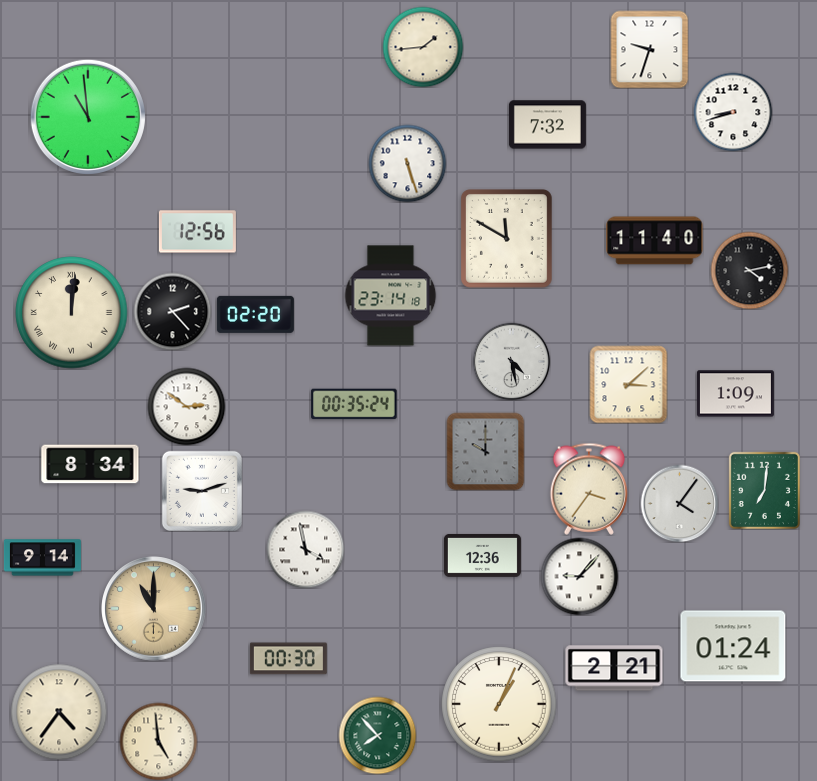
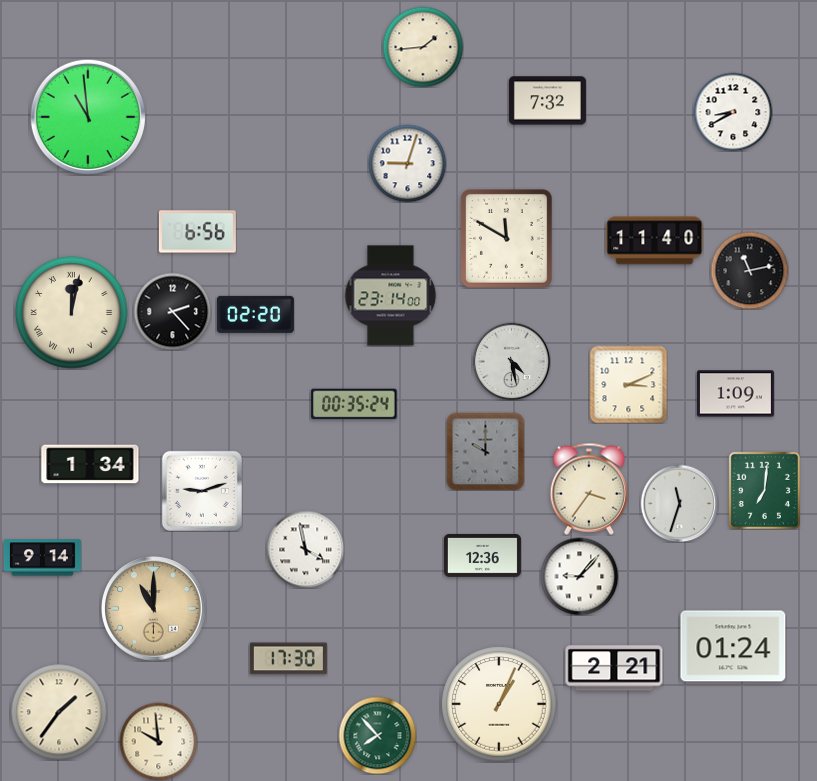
clock at (649, 49): 9:33 -> none
clock at (733, 112): 8:42 -> 8:40
clock at (547, 125) position: (547, 125) -> (547, 101)
clock at (407, 163): 5:27 -> 9:03
clock at (197, 232): 12:56 -> 6:56
clock at (749, 270): 4:13 -> 11:13
clock at (391, 296): 23:14:18 -> 23:14:00
clock at (72, 313): 12:01 -> 12:02
clock at (628, 384): 3:08 -> 3:11
clock at (186, 406): 2:51 -> none
clock at (90, 464): 8:34 -> 1:34
clock at (679, 503): 4:06 -> 11:33
clock at (288, 659): 00:30 -> 17:30
clock at (59, 712): 4:36 -> 1:36
clock at (158, 741): 4:59 -> 9:59
